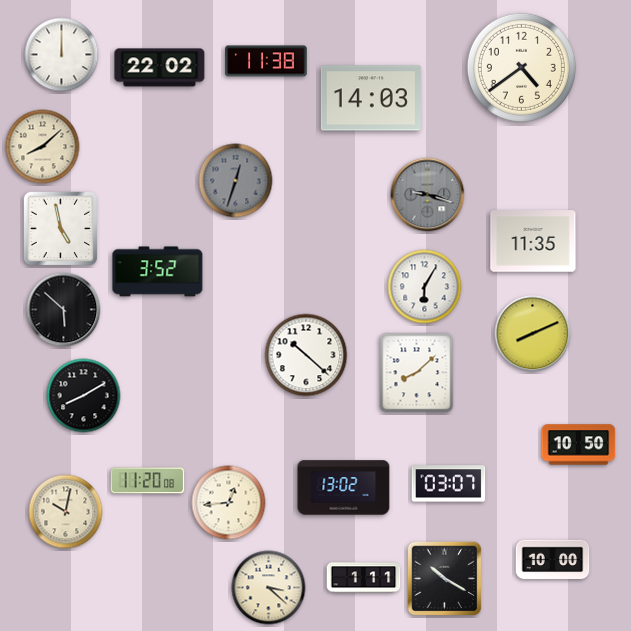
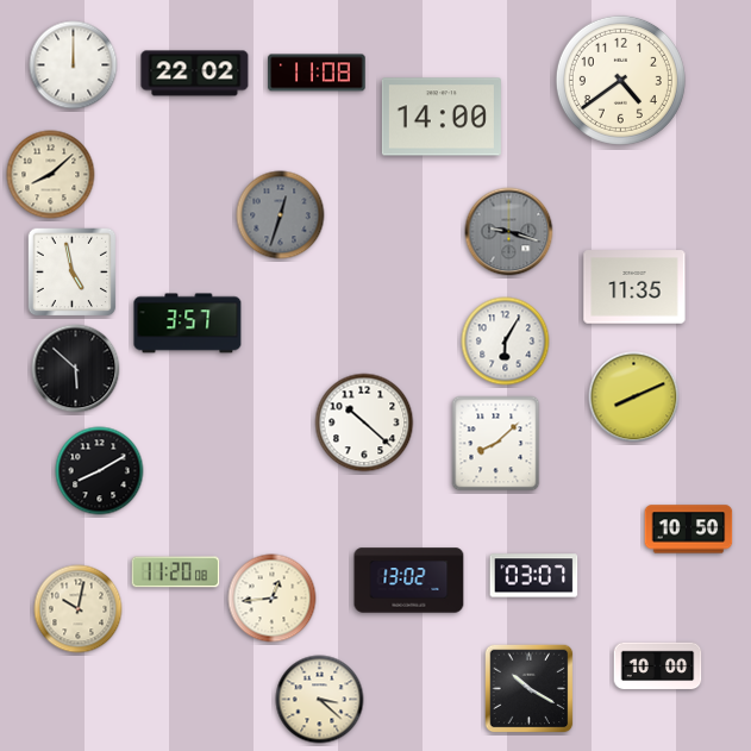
clock at (266, 61): 11:38 -> 11:08
clock at (160, 68) position: (160, 68) -> (195, 74)
clock at (371, 98): 14:03 -> 14:00
clock at (158, 272): 3:52 -> 3:57
clock at (364, 578): 1:11 -> none
